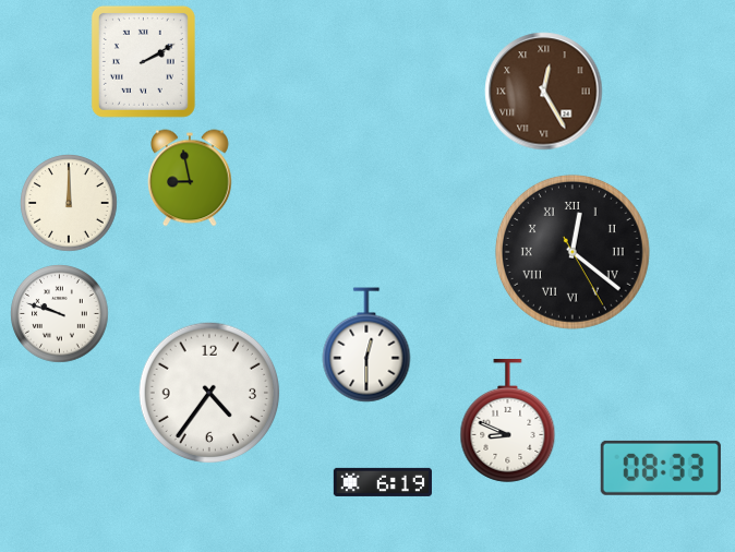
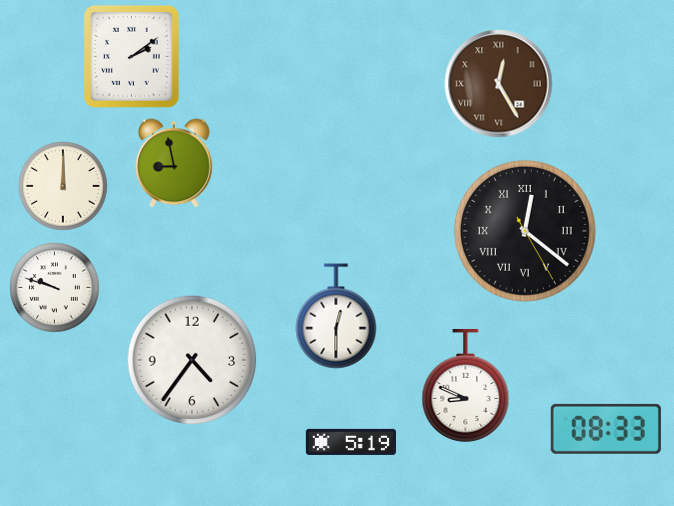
clock at (143, 61): 2:10 -> 2:09
clock at (383, 482): 6:19 -> 5:19
